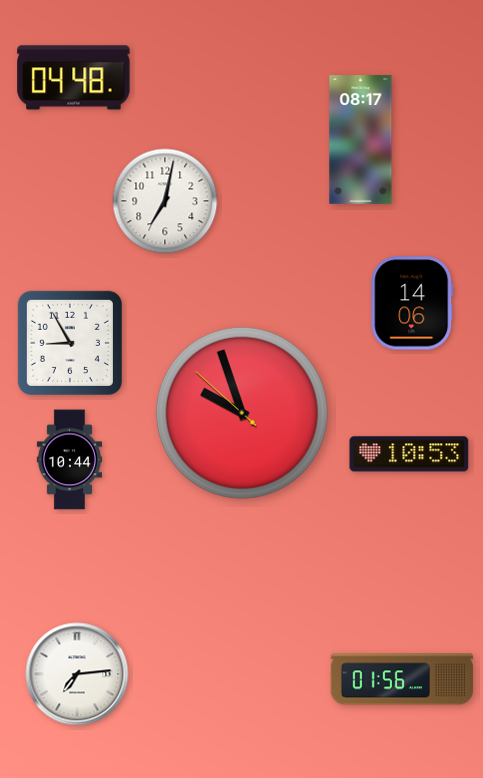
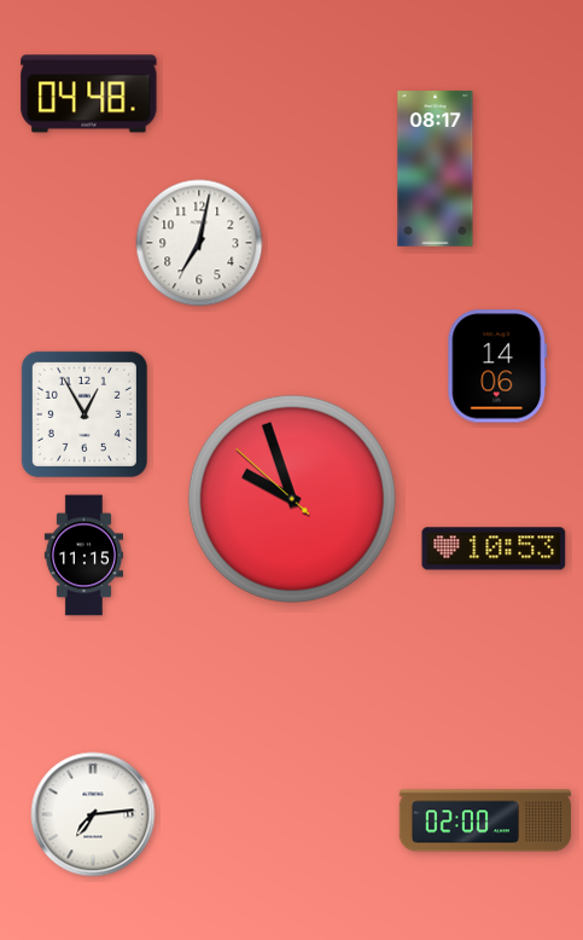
clock at (70, 343): 8:55 -> 12:55
clock at (69, 460): 10:44 -> 11:15
clock at (402, 679): 01:56 -> 02:00
